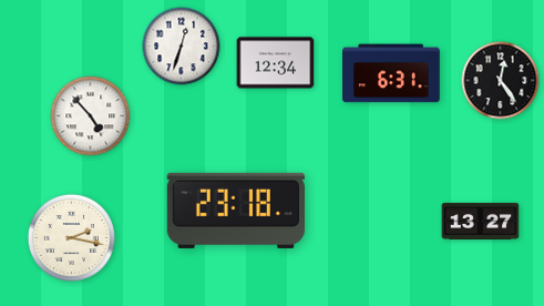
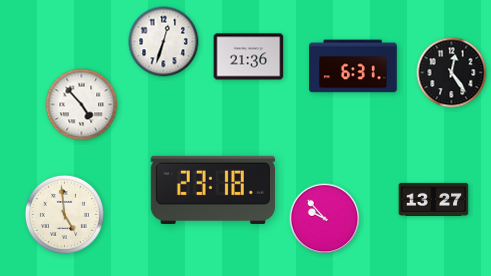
clock at (276, 63): 12:34 -> 21:36
clock at (71, 237): 2:17 -> 4:59
clock at (325, 219): none -> 9:53
